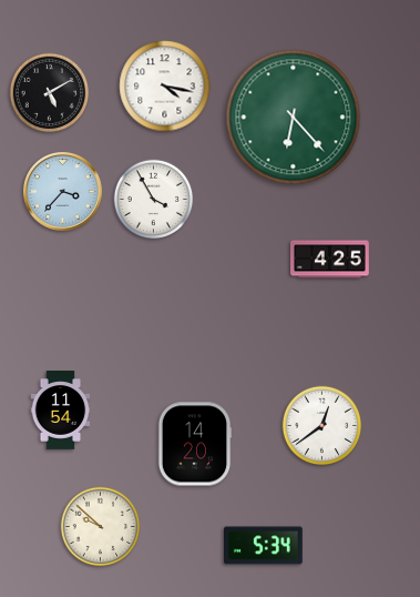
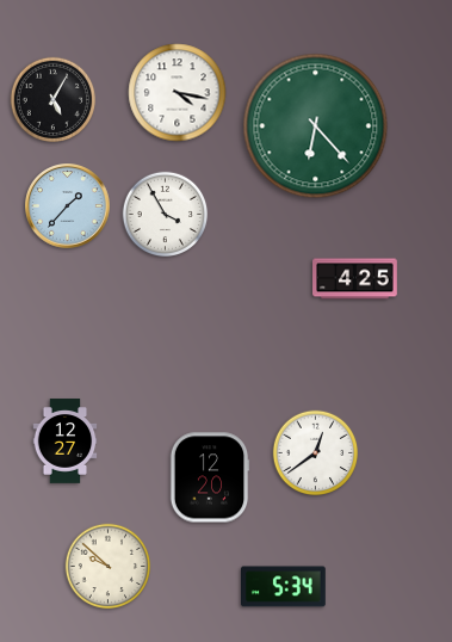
clock at (50, 93): 5:10 -> 5:05
clock at (63, 192): 3:37 -> 1:37
clock at (61, 411): 11:54 -> 12:27
clock at (322, 426) position: (322, 426) -> (316, 453)
clock at (195, 444): 14:20 -> 12:20
